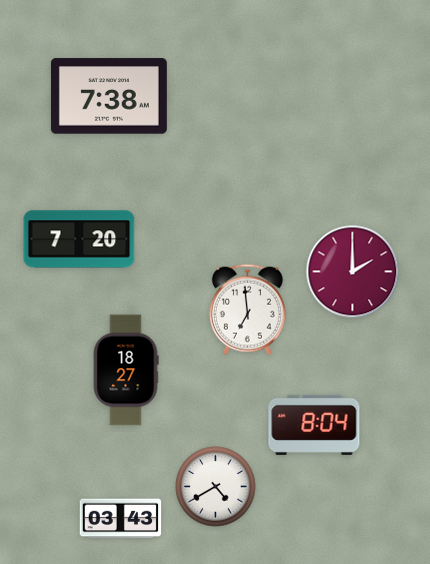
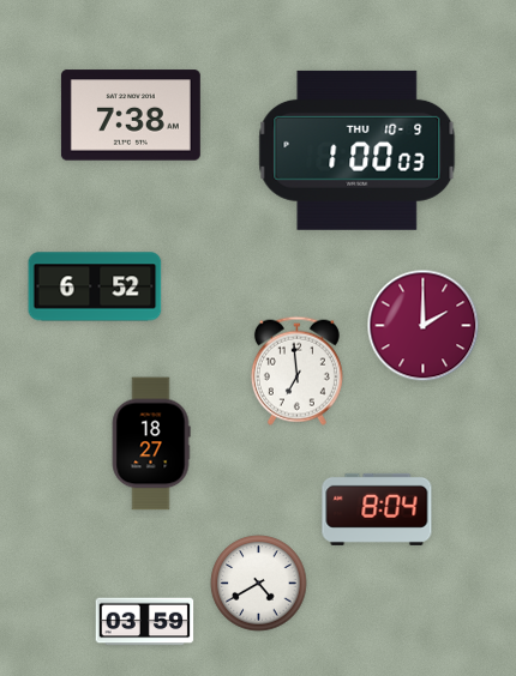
clock at (358, 150): none -> 1:00
clock at (79, 239): 7:20 -> 6:52
clock at (121, 519): 03:43 -> 03:59
